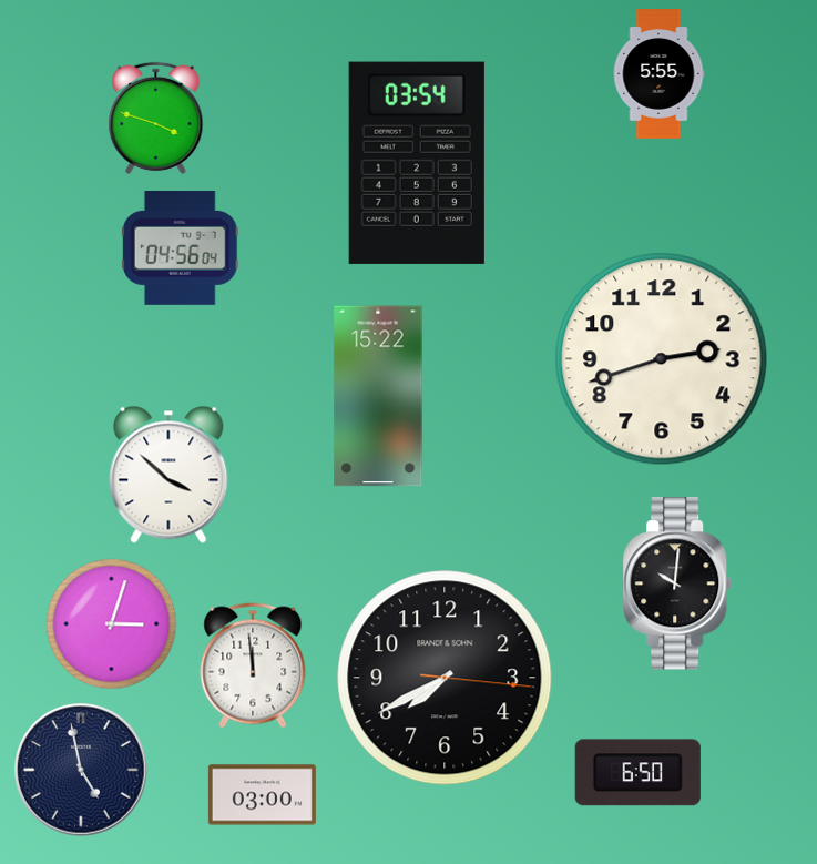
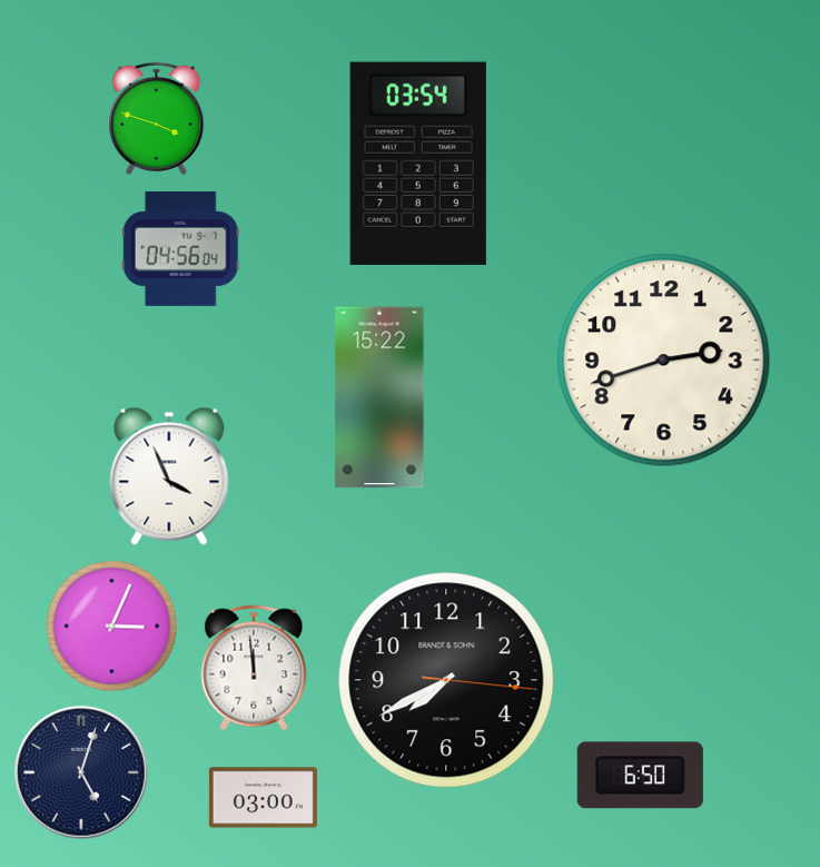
clock at (658, 74): 5:55 -> none
clock at (168, 475): 3:52 -> 3:56
clock at (677, 583): 10:01 -> none
clock at (112, 624): 3:03 -> 3:04
clock at (81, 770): 4:58 -> 5:03
